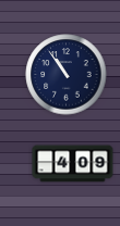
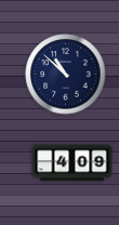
clock at (67, 75): 10:54 -> 10:52
